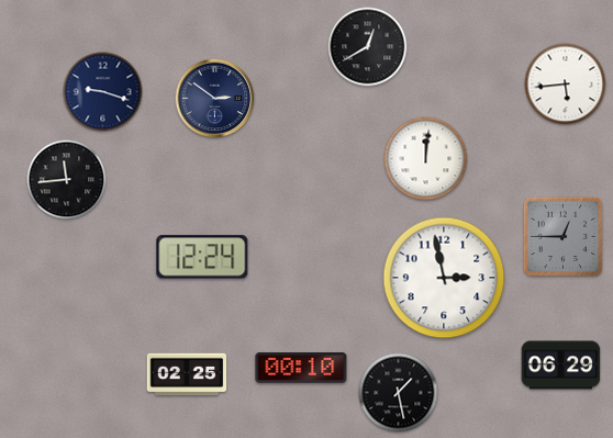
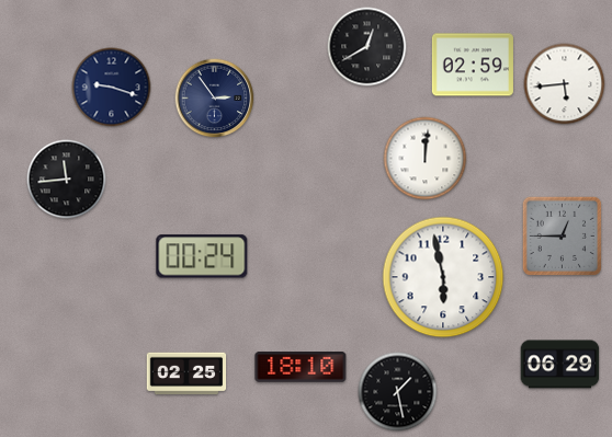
clock at (473, 65): none -> 02:59
clock at (103, 92) position: (103, 92) -> (112, 88)
clock at (215, 99): 2:51 -> 2:54
clock at (202, 257): 12:24 -> 00:24
clock at (444, 278): 2:58 -> 5:58
clock at (301, 369): 00:10 -> 18:10
